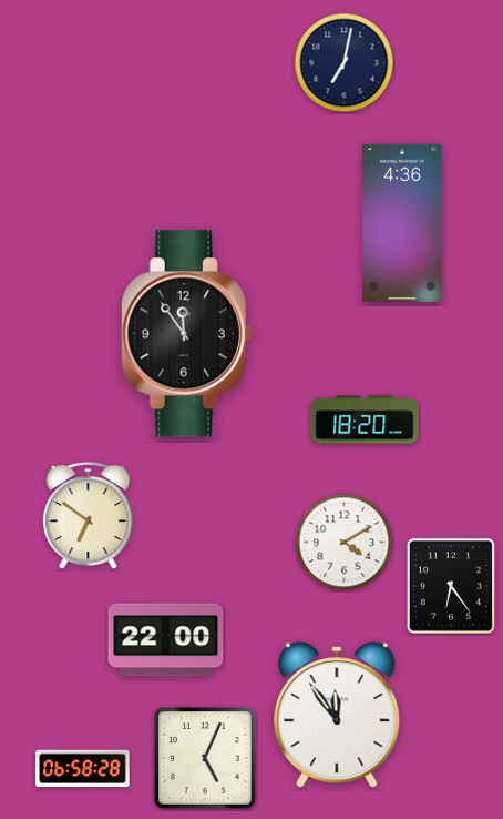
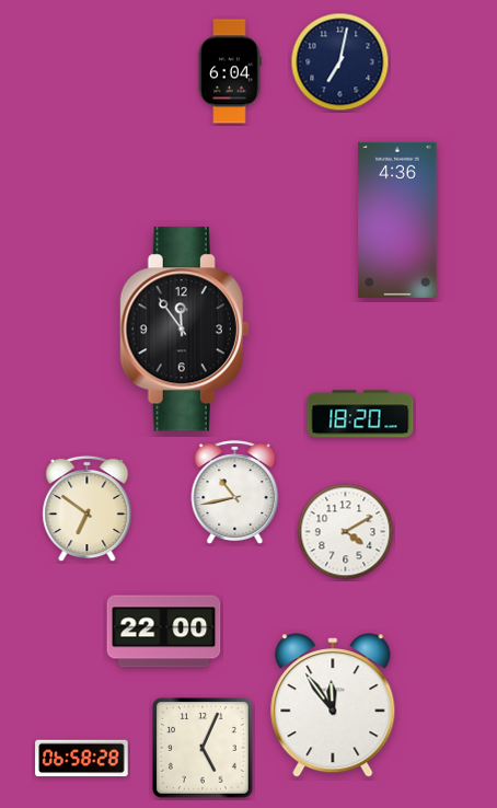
clock at (230, 71): none -> 6:04
clock at (235, 493): none -> 10:43
clock at (345, 543) position: (345, 543) -> (346, 532)
clock at (451, 586): 6:24 -> none
